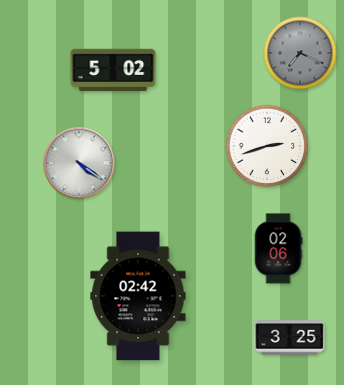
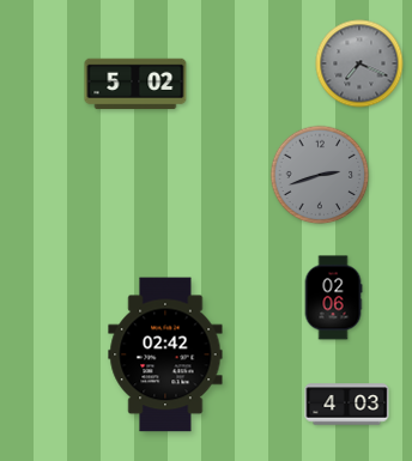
clock at (267, 146) dial: white -> grey
clock at (79, 163): 4:21 -> none
clock at (290, 338): 3:25 -> 4:03
